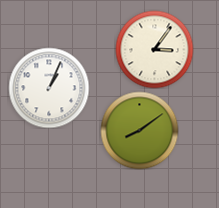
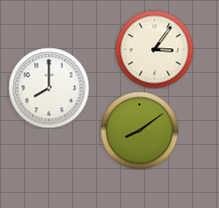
clock at (49, 88): 1:04 -> 8:00
